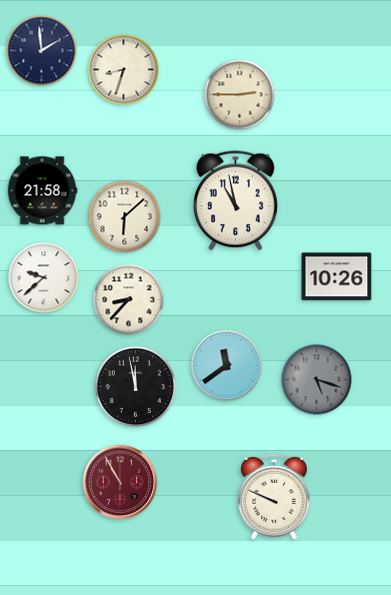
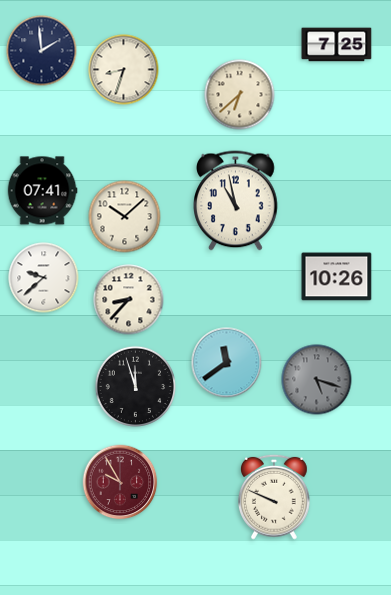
clock at (337, 45): none -> 7:25
clock at (240, 95): 2:45 -> 6:38
clock at (42, 191): 21:58 -> 07:41
clock at (125, 217): 6:08 -> 10:08
clock at (227, 366) position: (227, 366) -> (227, 363)
clock at (136, 387): 11:58 -> 11:57
clock at (120, 482): 10:55 -> 9:55
